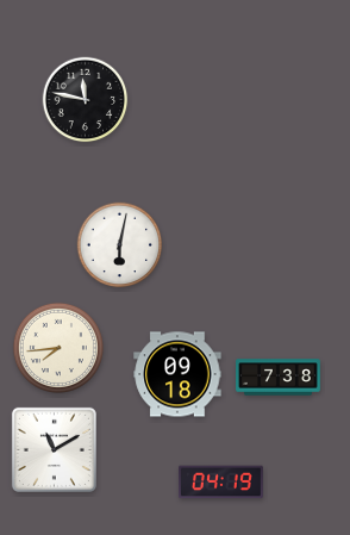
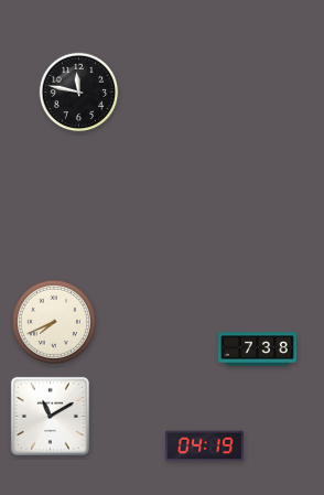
clock at (120, 245): 6:02 -> none
clock at (58, 348): 7:44 -> 7:41
clock at (177, 374): 09:18 -> none
